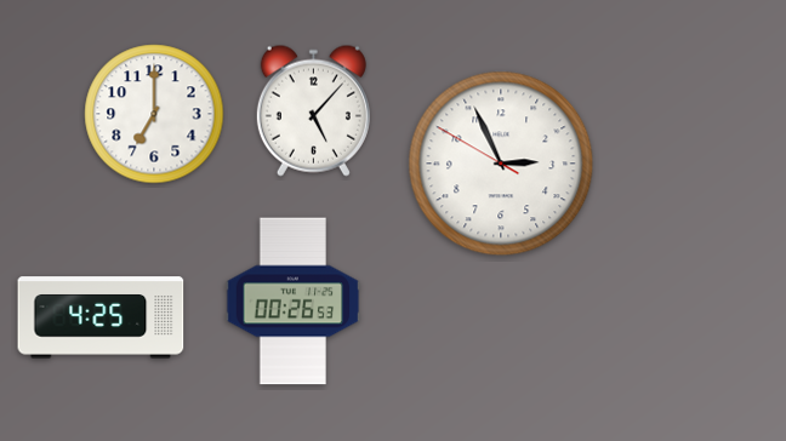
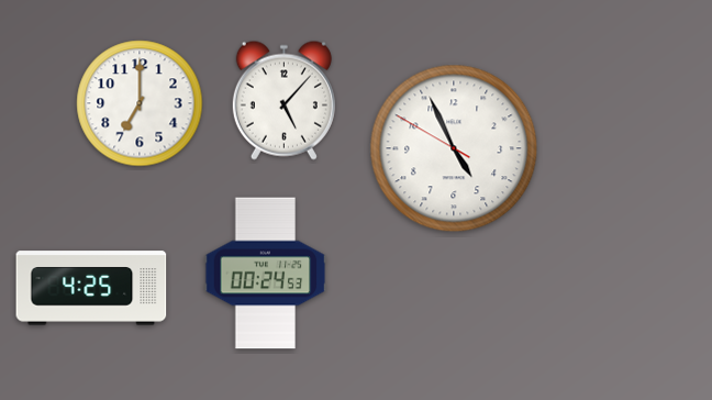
clock at (501, 164): 2:55 -> 4:55
clock at (294, 302): 00:26 -> 00:24
